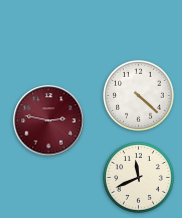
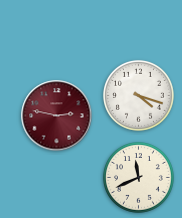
clock at (138, 95): 4:22 -> 4:18
clock at (49, 121) position: (49, 121) -> (57, 116)
